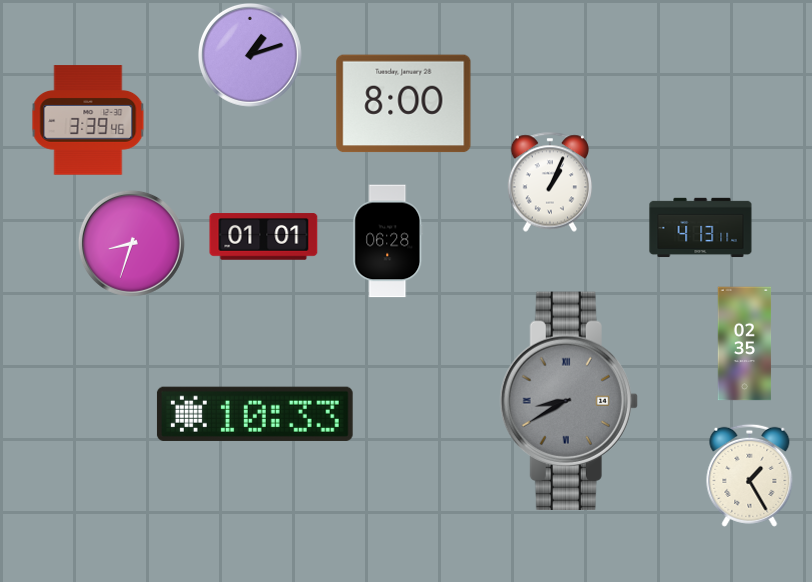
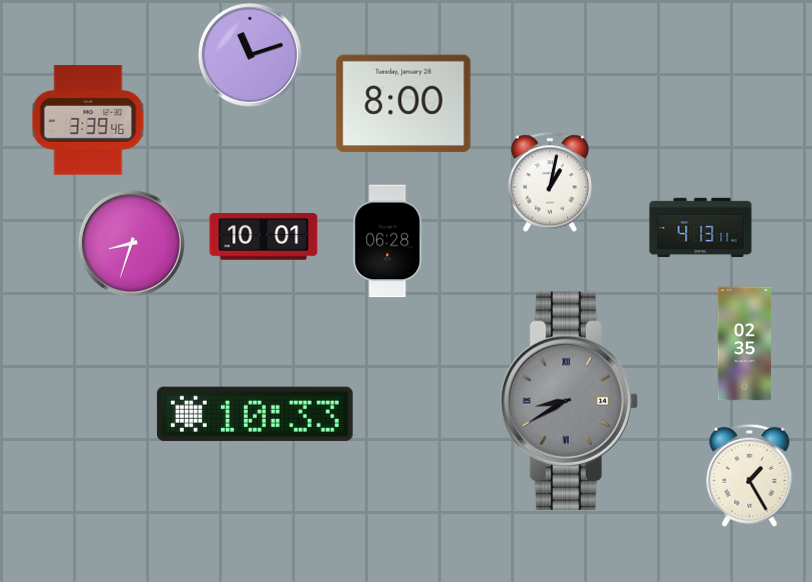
clock at (251, 56): 1:12 -> 11:12
clock at (550, 182): 1:04 -> 1:02
clock at (264, 237): 01:01 -> 10:01
